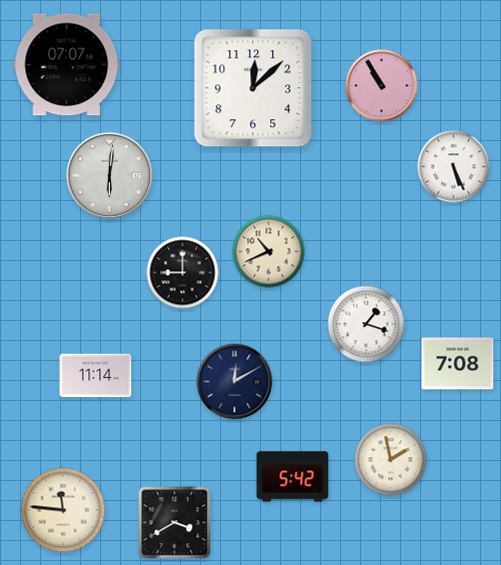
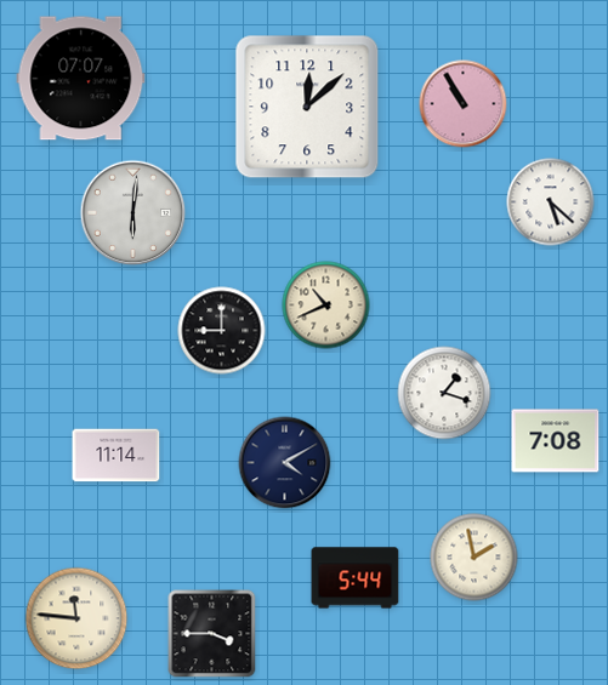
clock at (454, 167): 5:26 -> 5:22
clock at (235, 382): 12:10 -> 4:10
clock at (293, 477): 5:42 -> 5:44
clock at (175, 523): 3:40 -> 3:45
